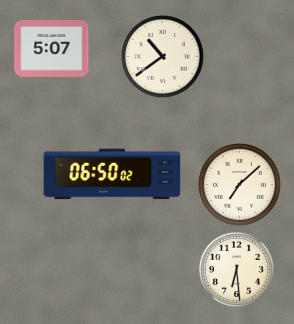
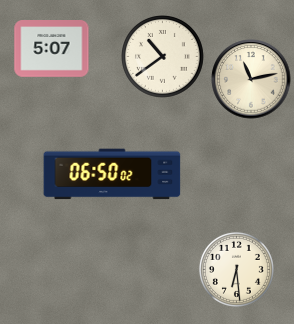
clock at (251, 79): none -> 11:13
clock at (240, 185): 7:08 -> none
